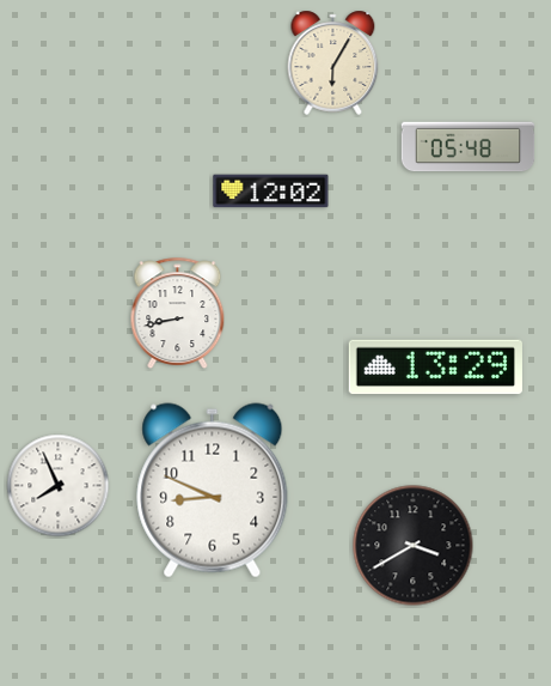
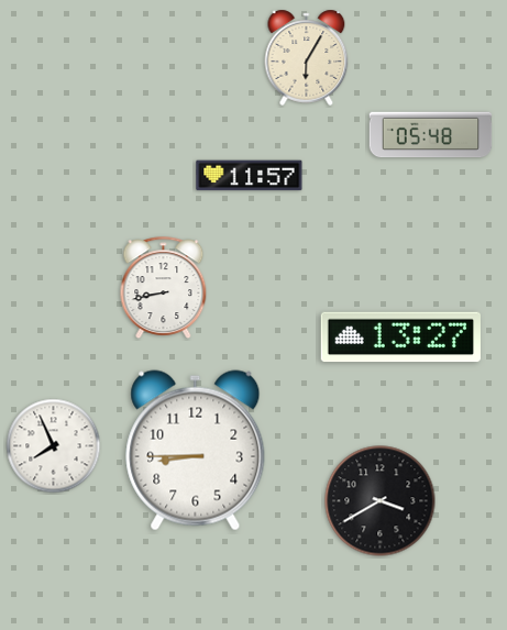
clock at (271, 192): 12:02 -> 11:57
clock at (435, 368): 13:29 -> 13:27
clock at (213, 491): 8:49 -> 8:45
